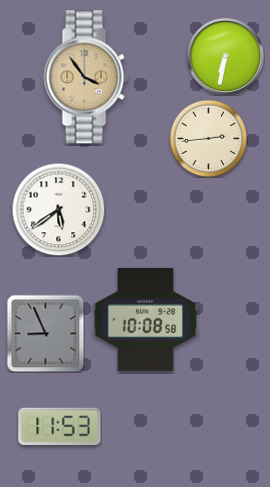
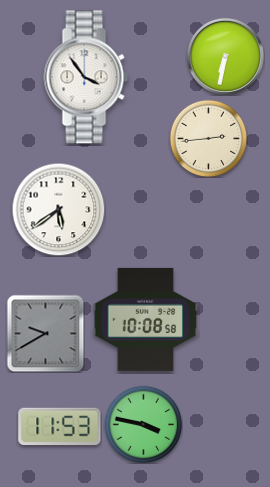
clock at (86, 77) dial: champagne -> white
clock at (45, 333): 8:56 -> 9:40
clock at (143, 424): none -> 3:47
